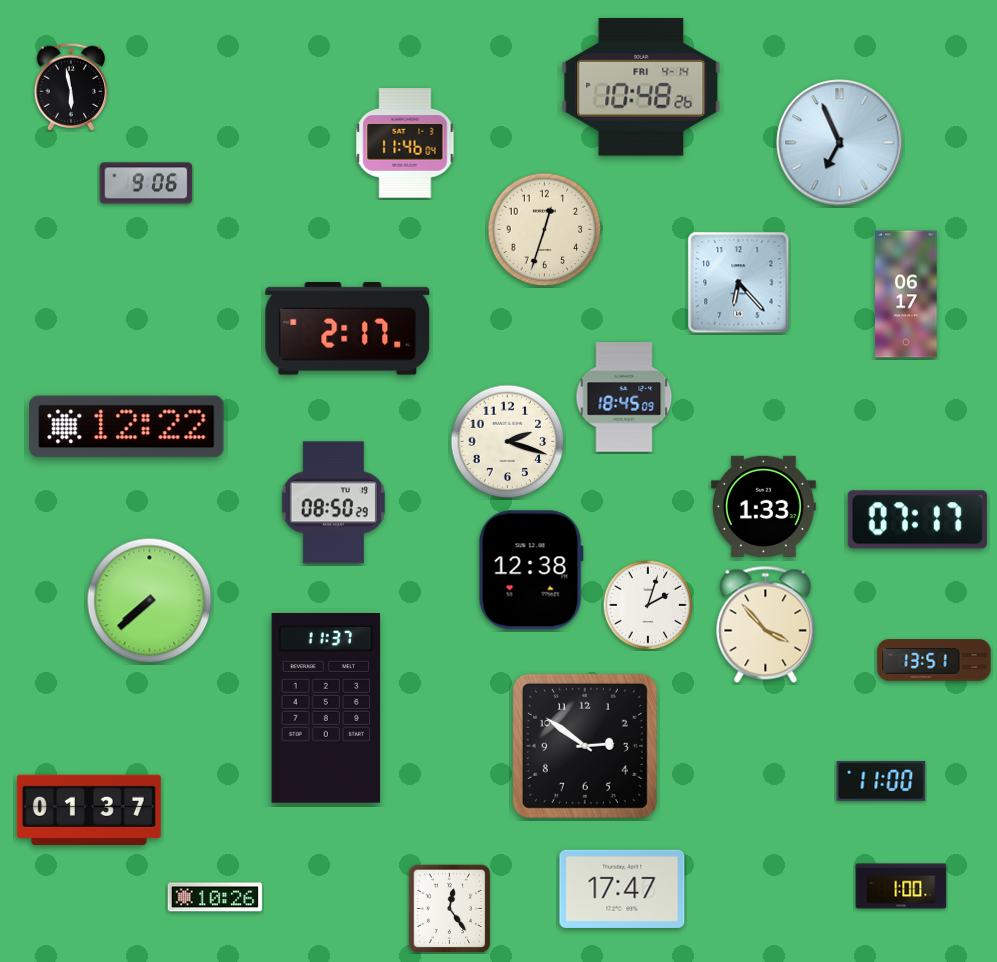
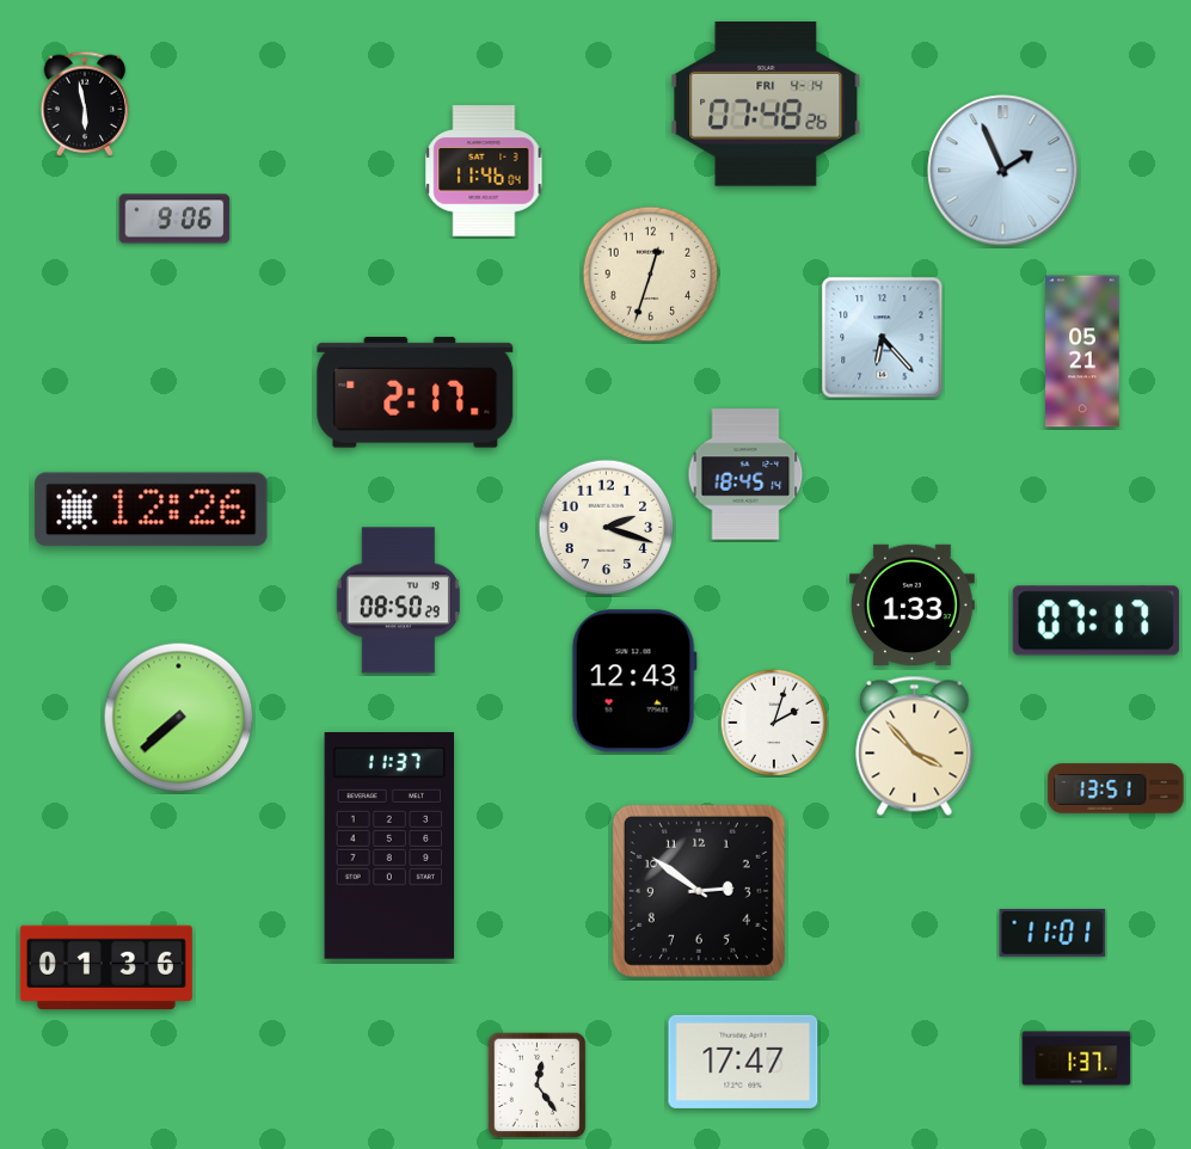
clock at (641, 88): 10:48 -> 07:48
clock at (840, 143): 6:56 -> 1:56
clock at (906, 294): 06:17 -> 05:21
clock at (624, 397): 18:45:09 -> 18:45:14
clock at (127, 427): 12:22 -> 12:26
clock at (531, 570): 12:38 -> 12:43
clock at (881, 781): 11:00 -> 11:01
clock at (89, 809): 01:37 -> 01:36
clock at (901, 886): 1:00 -> 1:37
clock at (215, 897): 10:26 -> none
